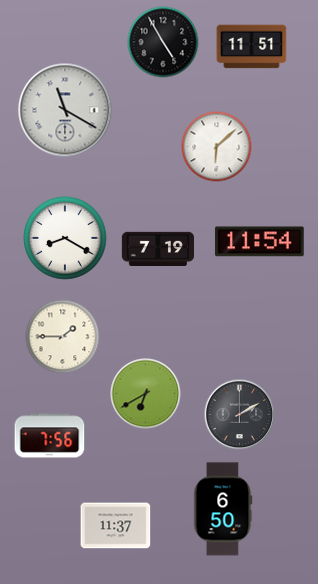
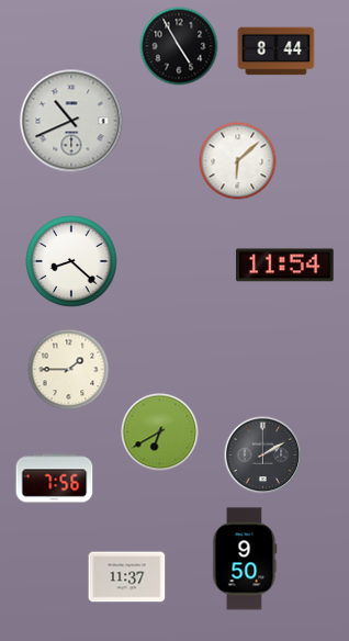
clock at (252, 47): 11:51 -> 8:44
clock at (65, 110): 11:20 -> 10:41
clock at (65, 238): 8:20 -> 8:22
clock at (157, 248): 7:19 -> none
clock at (223, 509): 6:50 -> 9:50
